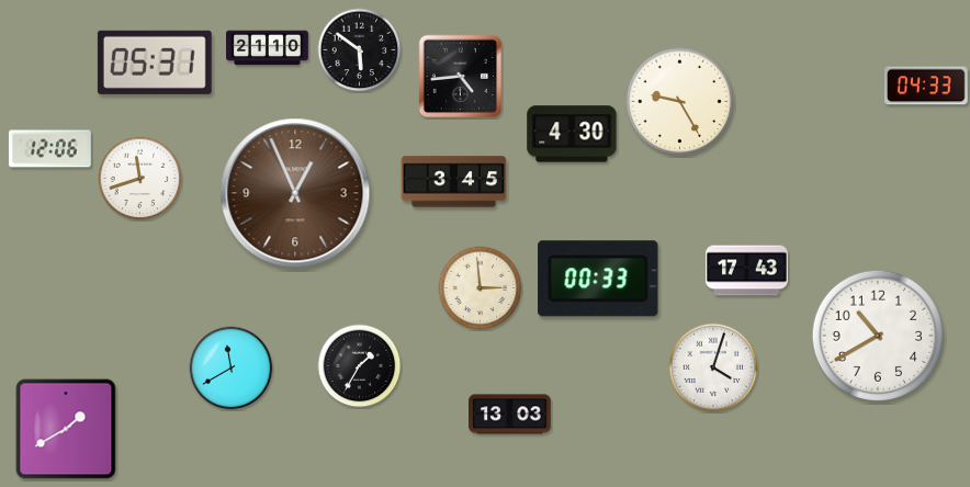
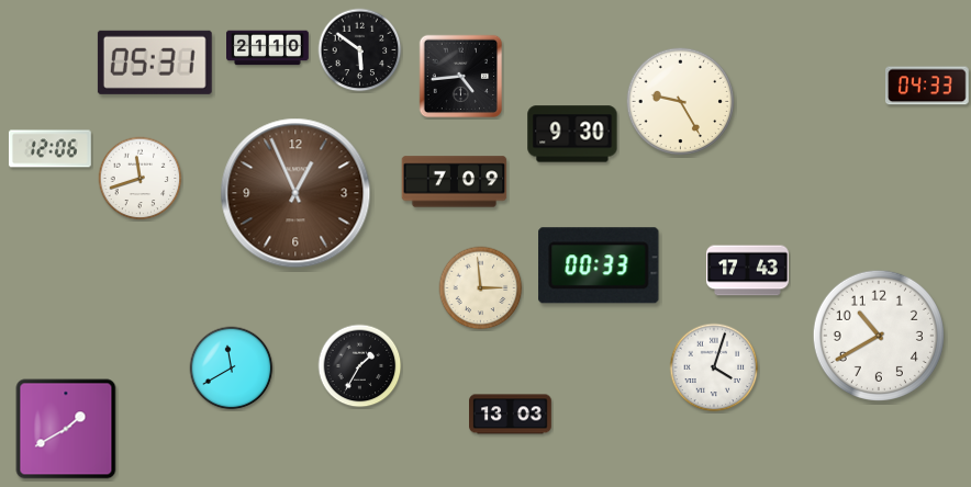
clock at (572, 134): 4:30 -> 9:30
clock at (454, 182): 3:45 -> 7:09
clock at (598, 279) position: (598, 279) -> (599, 265)
